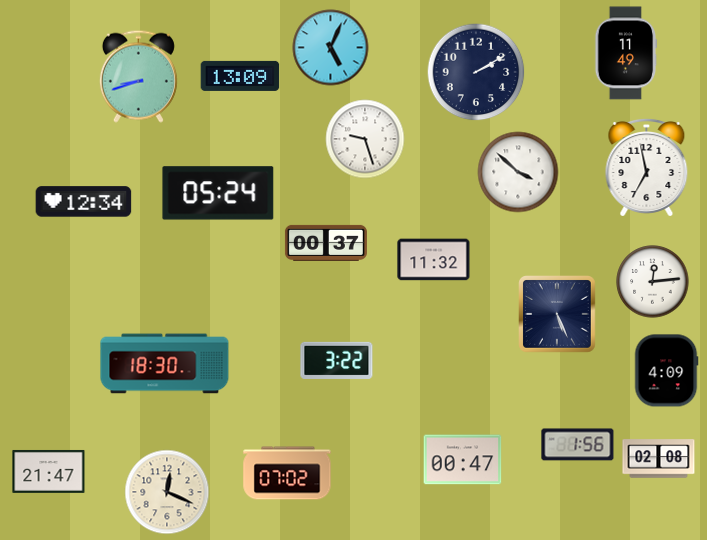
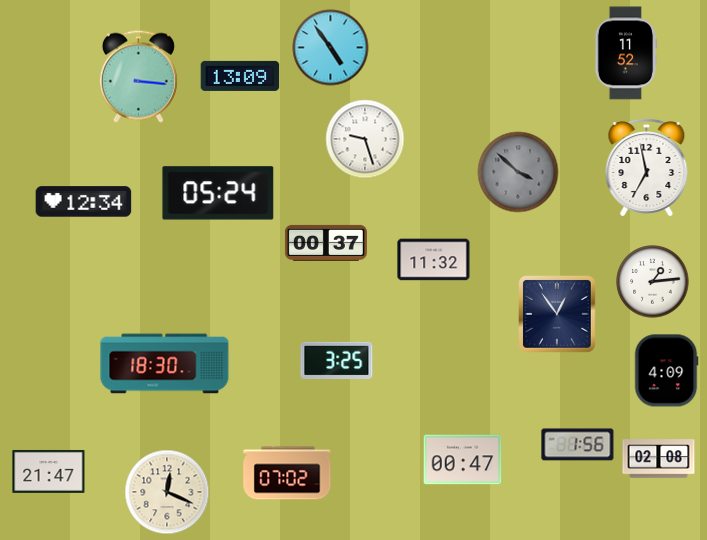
clock at (331, 48): 5:04 -> 4:54
clock at (626, 53): 11:49 -> 11:52
clock at (476, 72): 2:10 -> none
clock at (138, 76): 8:42 -> 3:16
clock at (518, 172) dial: white -> grey
clock at (653, 282): 12:14 -> 1:14
clock at (558, 315): 5:26 -> 12:54
clock at (337, 360): 3:22 -> 3:25
